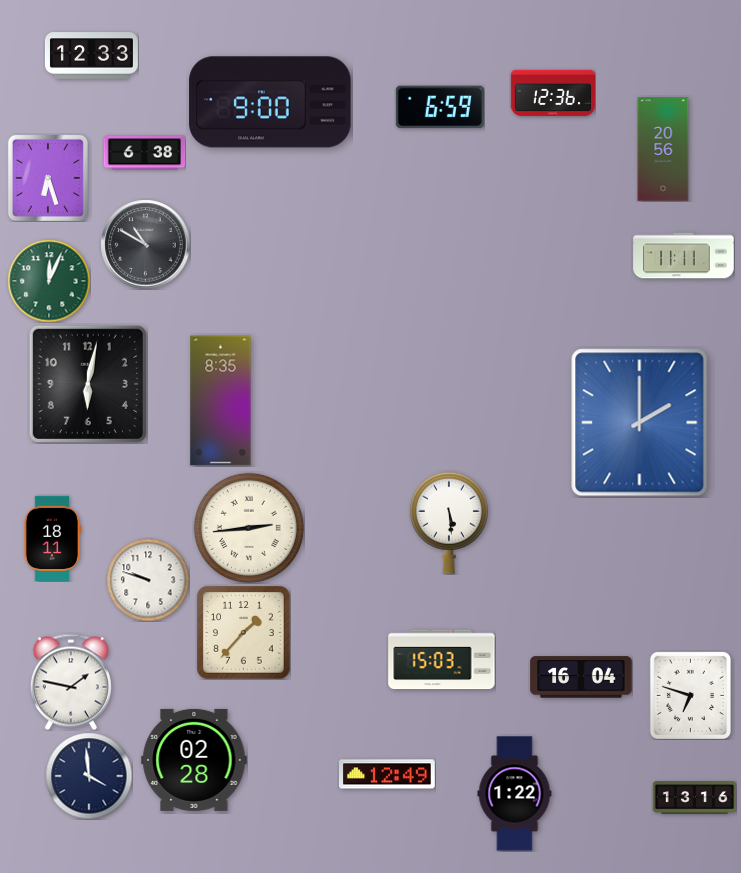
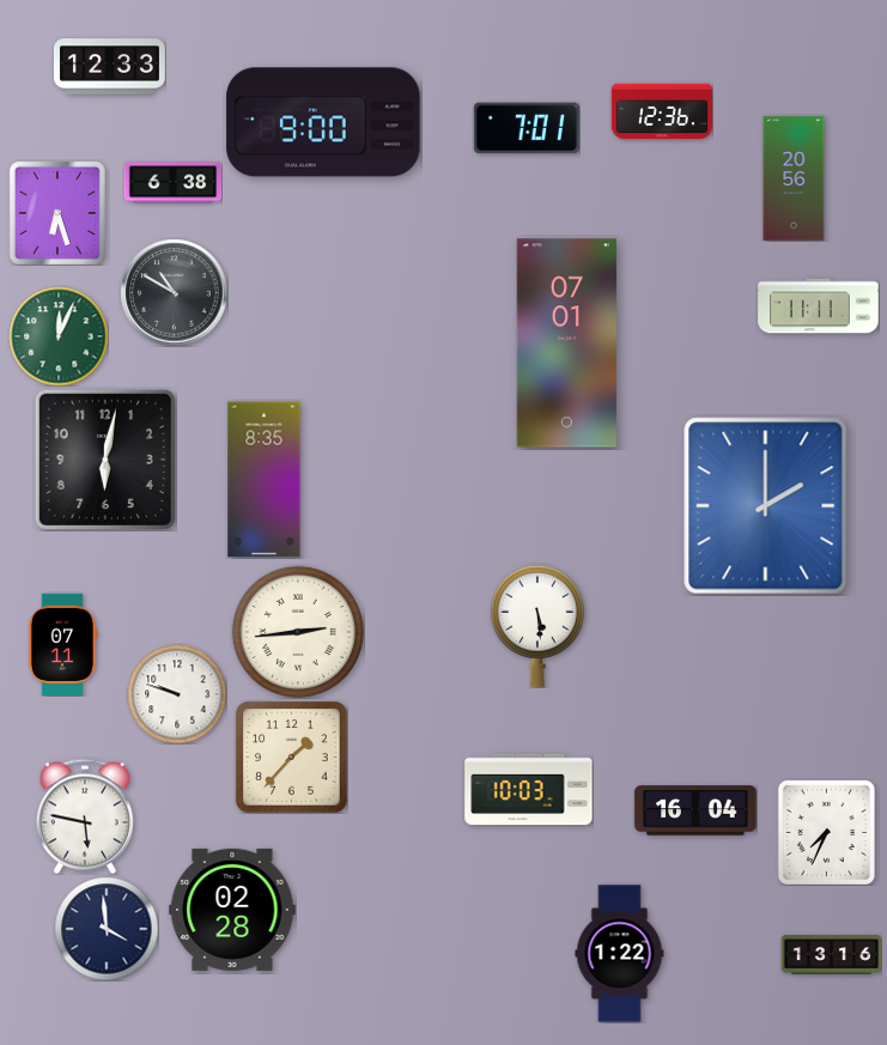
clock at (440, 107): 6:59 -> 7:01
clock at (566, 344): none -> 07:01
clock at (52, 538): 18:11 -> 07:11
clock at (442, 660): 15:03 -> 10:03
clock at (71, 682): 1:47 -> 5:47
clock at (690, 695): 6:48 -> 7:34
clock at (388, 774): 12:49 -> none
clock at (515, 794) position: (515, 794) -> (620, 954)
